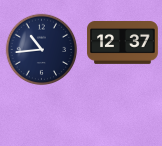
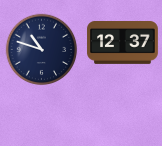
clock at (42, 50): 10:44 -> 10:48
